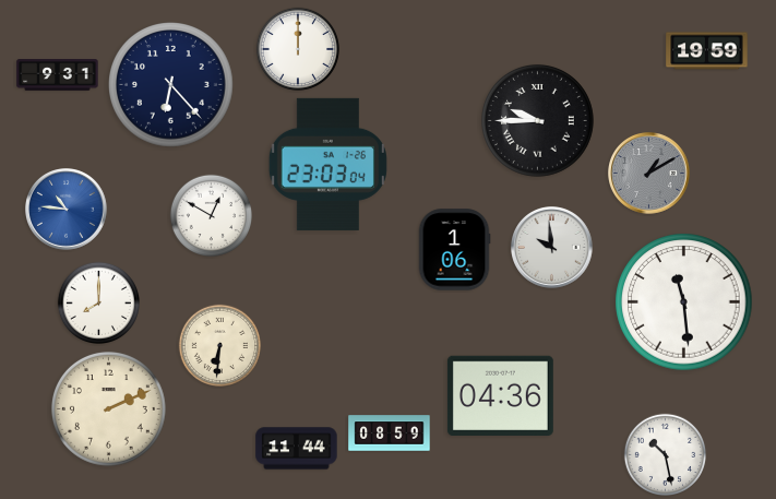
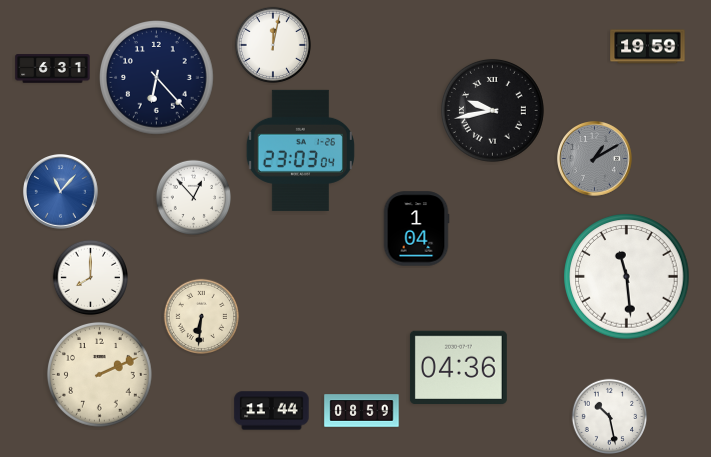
clock at (297, 48): 12:00 -> 12:02
clock at (58, 75): 9:31 -> 6:31
clock at (537, 120): 9:45 -> 9:43
clock at (67, 210): 10:46 -> 11:07
clock at (211, 215): 12:50 -> 12:53
clock at (552, 248): 9:59 -> none
clock at (454, 250): 1:06 -> 1:04
clock at (500, 395) position: (500, 395) -> (458, 367)
clock at (390, 433) position: (390, 433) -> (362, 411)
